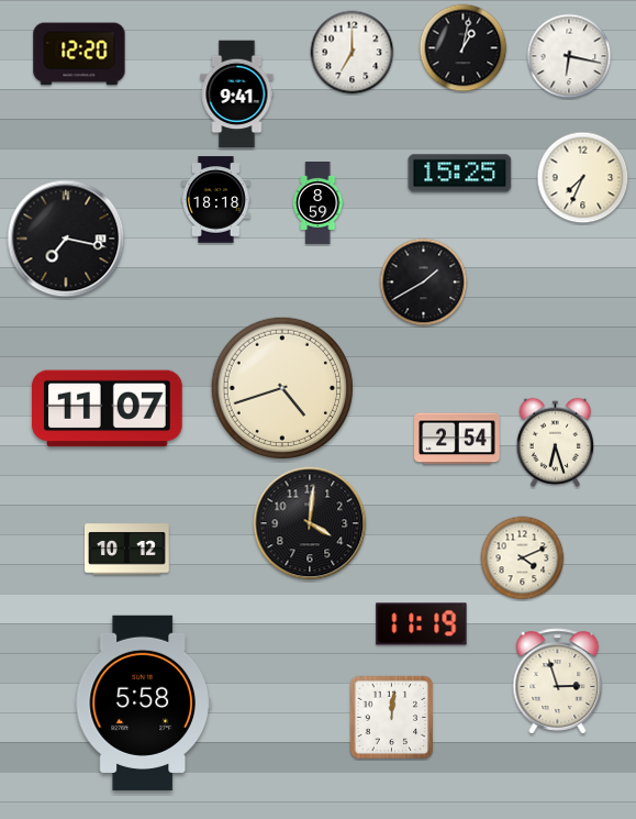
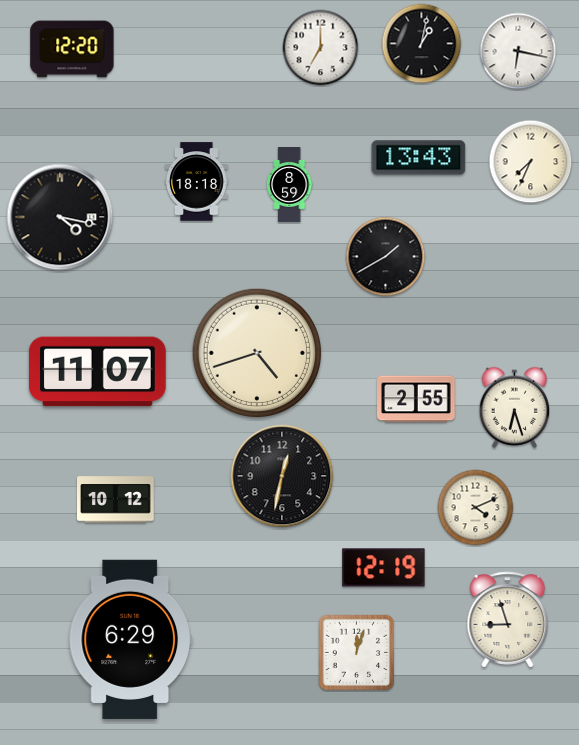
clock at (237, 95): 9:41 -> none
clock at (460, 174): 15:25 -> 13:43
clock at (66, 239): 7:17 -> 4:17
clock at (457, 439): 2:54 -> 2:55
clock at (556, 442) position: (556, 442) -> (515, 407)
clock at (310, 523): 4:01 -> 12:32
clock at (422, 624): 11:19 -> 12:19
clock at (558, 682): 2:57 -> 8:57
clock at (143, 702): 5:58 -> 6:29
clock at (392, 718): 12:01 -> 12:03
